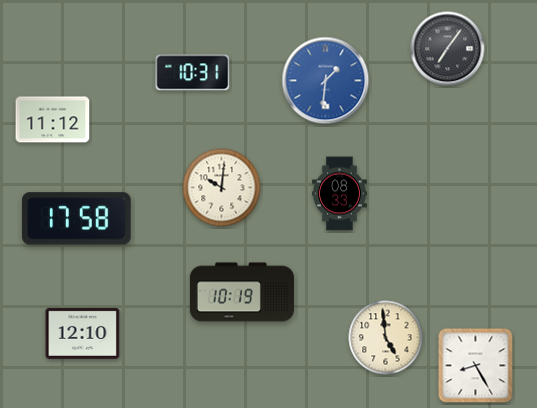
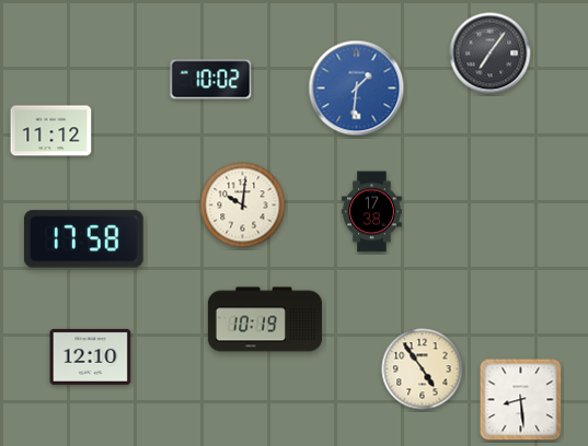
clock at (193, 73): 10:31 -> 10:02
clock at (53, 120) position: (53, 120) -> (51, 131)
clock at (340, 194): 08:33 -> 17:38
clock at (83, 333) position: (83, 333) -> (91, 356)
clock at (386, 338): 4:59 -> 4:54
clock at (476, 366): 8:25 -> 8:29
